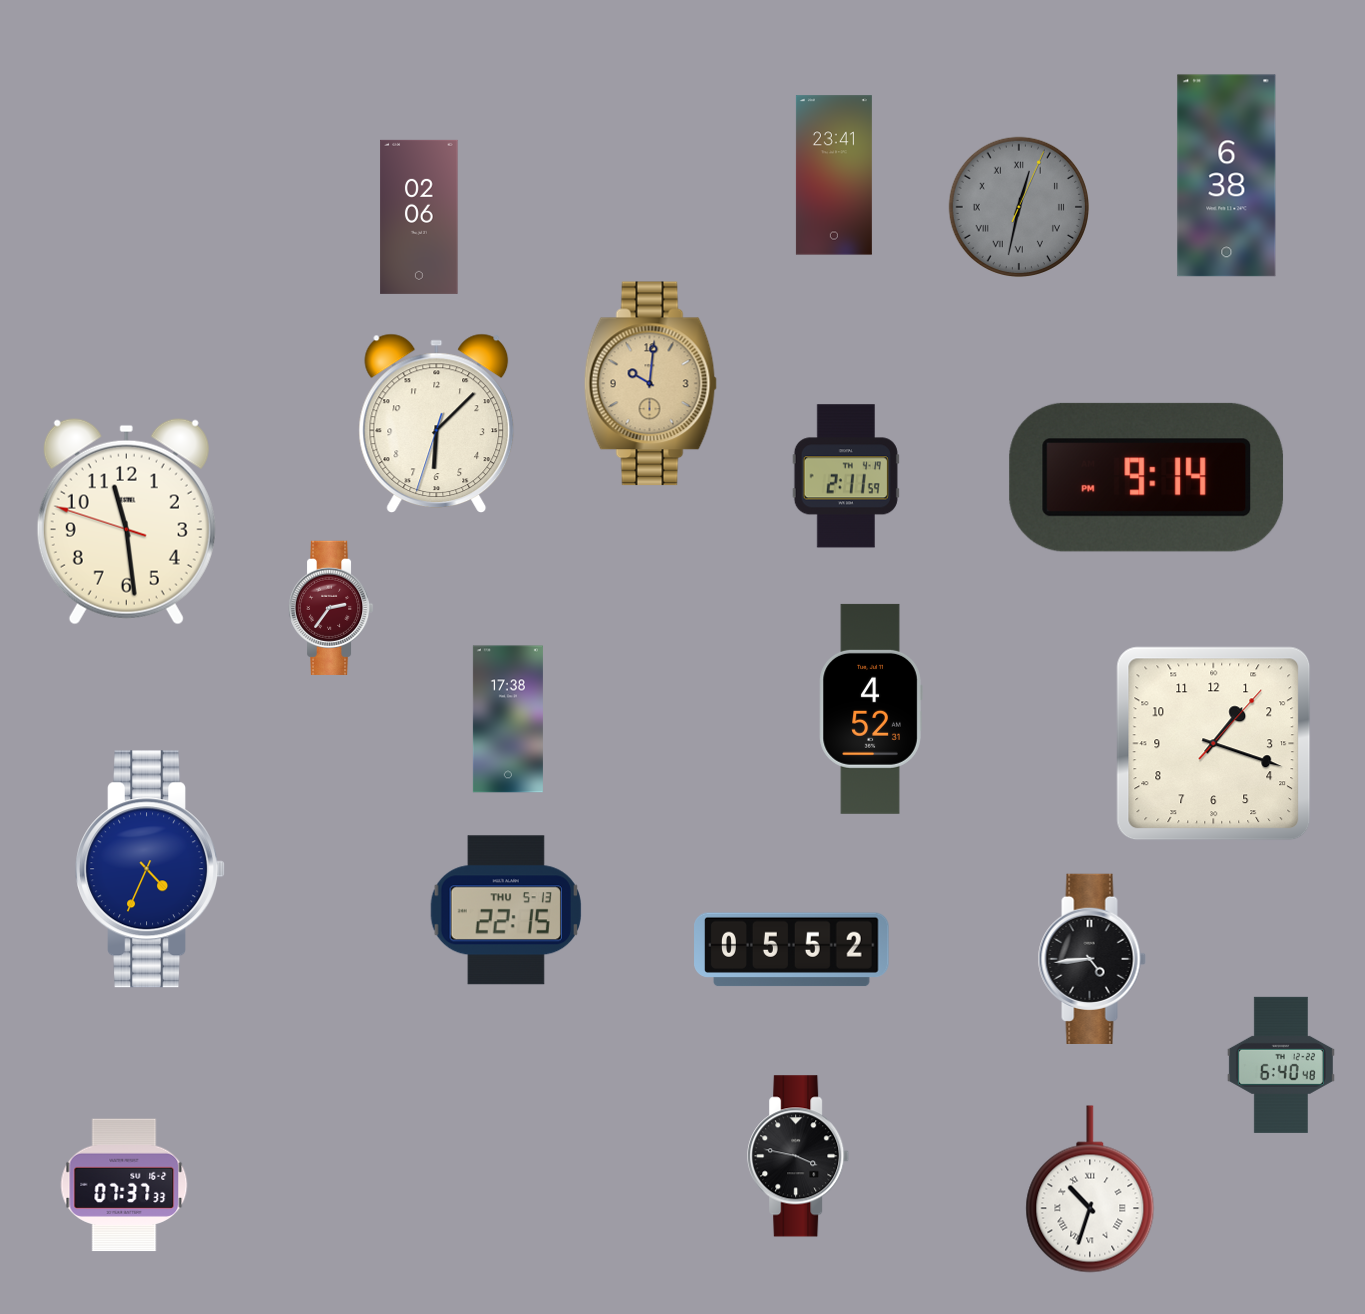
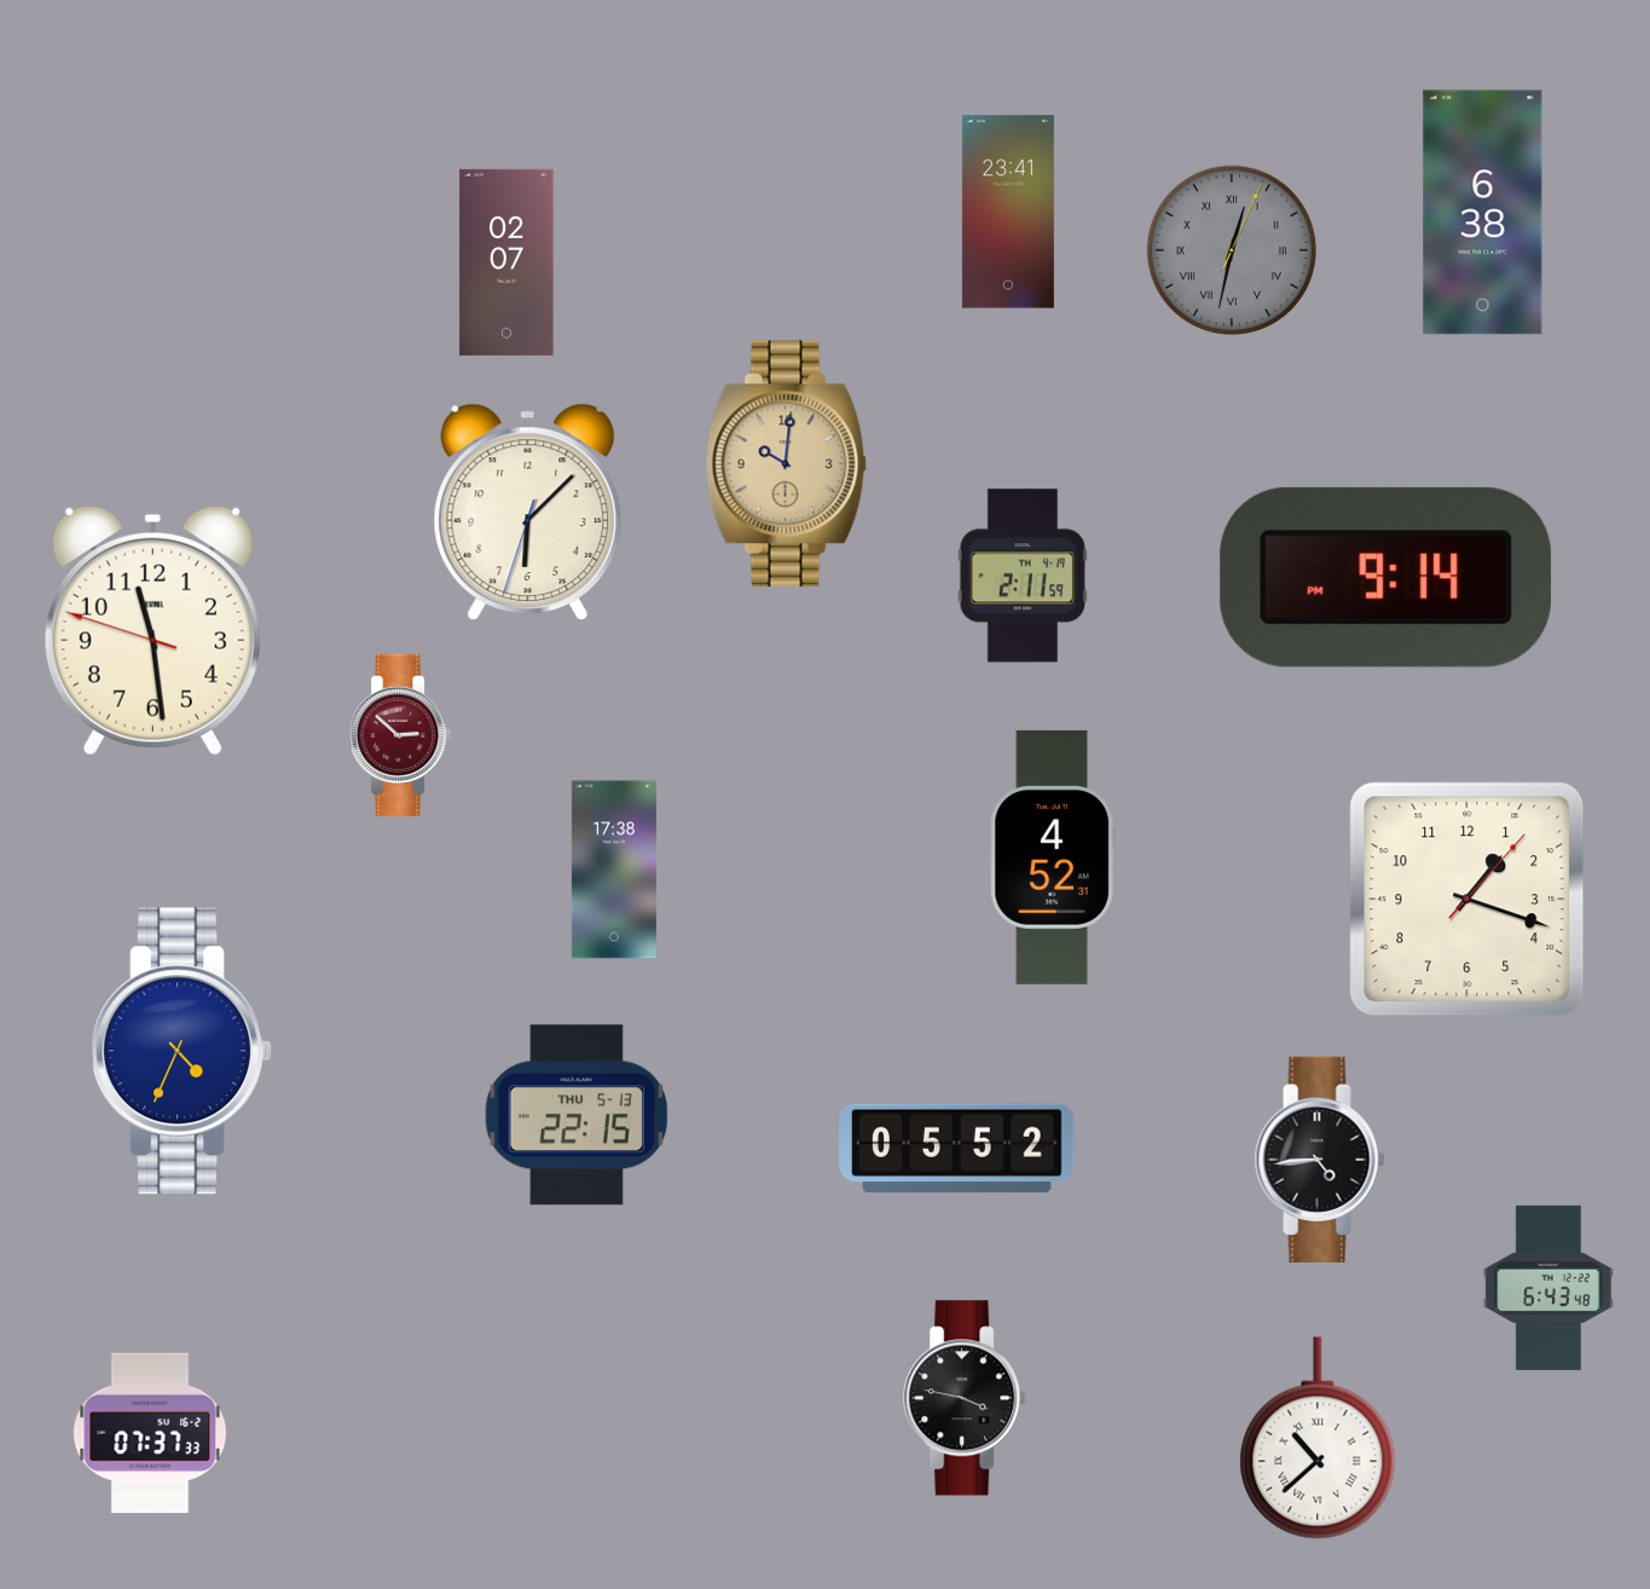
clock at (419, 217): 02:06 -> 02:07
clock at (331, 608): 2:36 -> 2:52
clock at (506, 910) position: (506, 910) -> (577, 1115)
clock at (1281, 1065): 6:40 -> 6:43
clock at (1090, 1189): 10:33 -> 10:38
